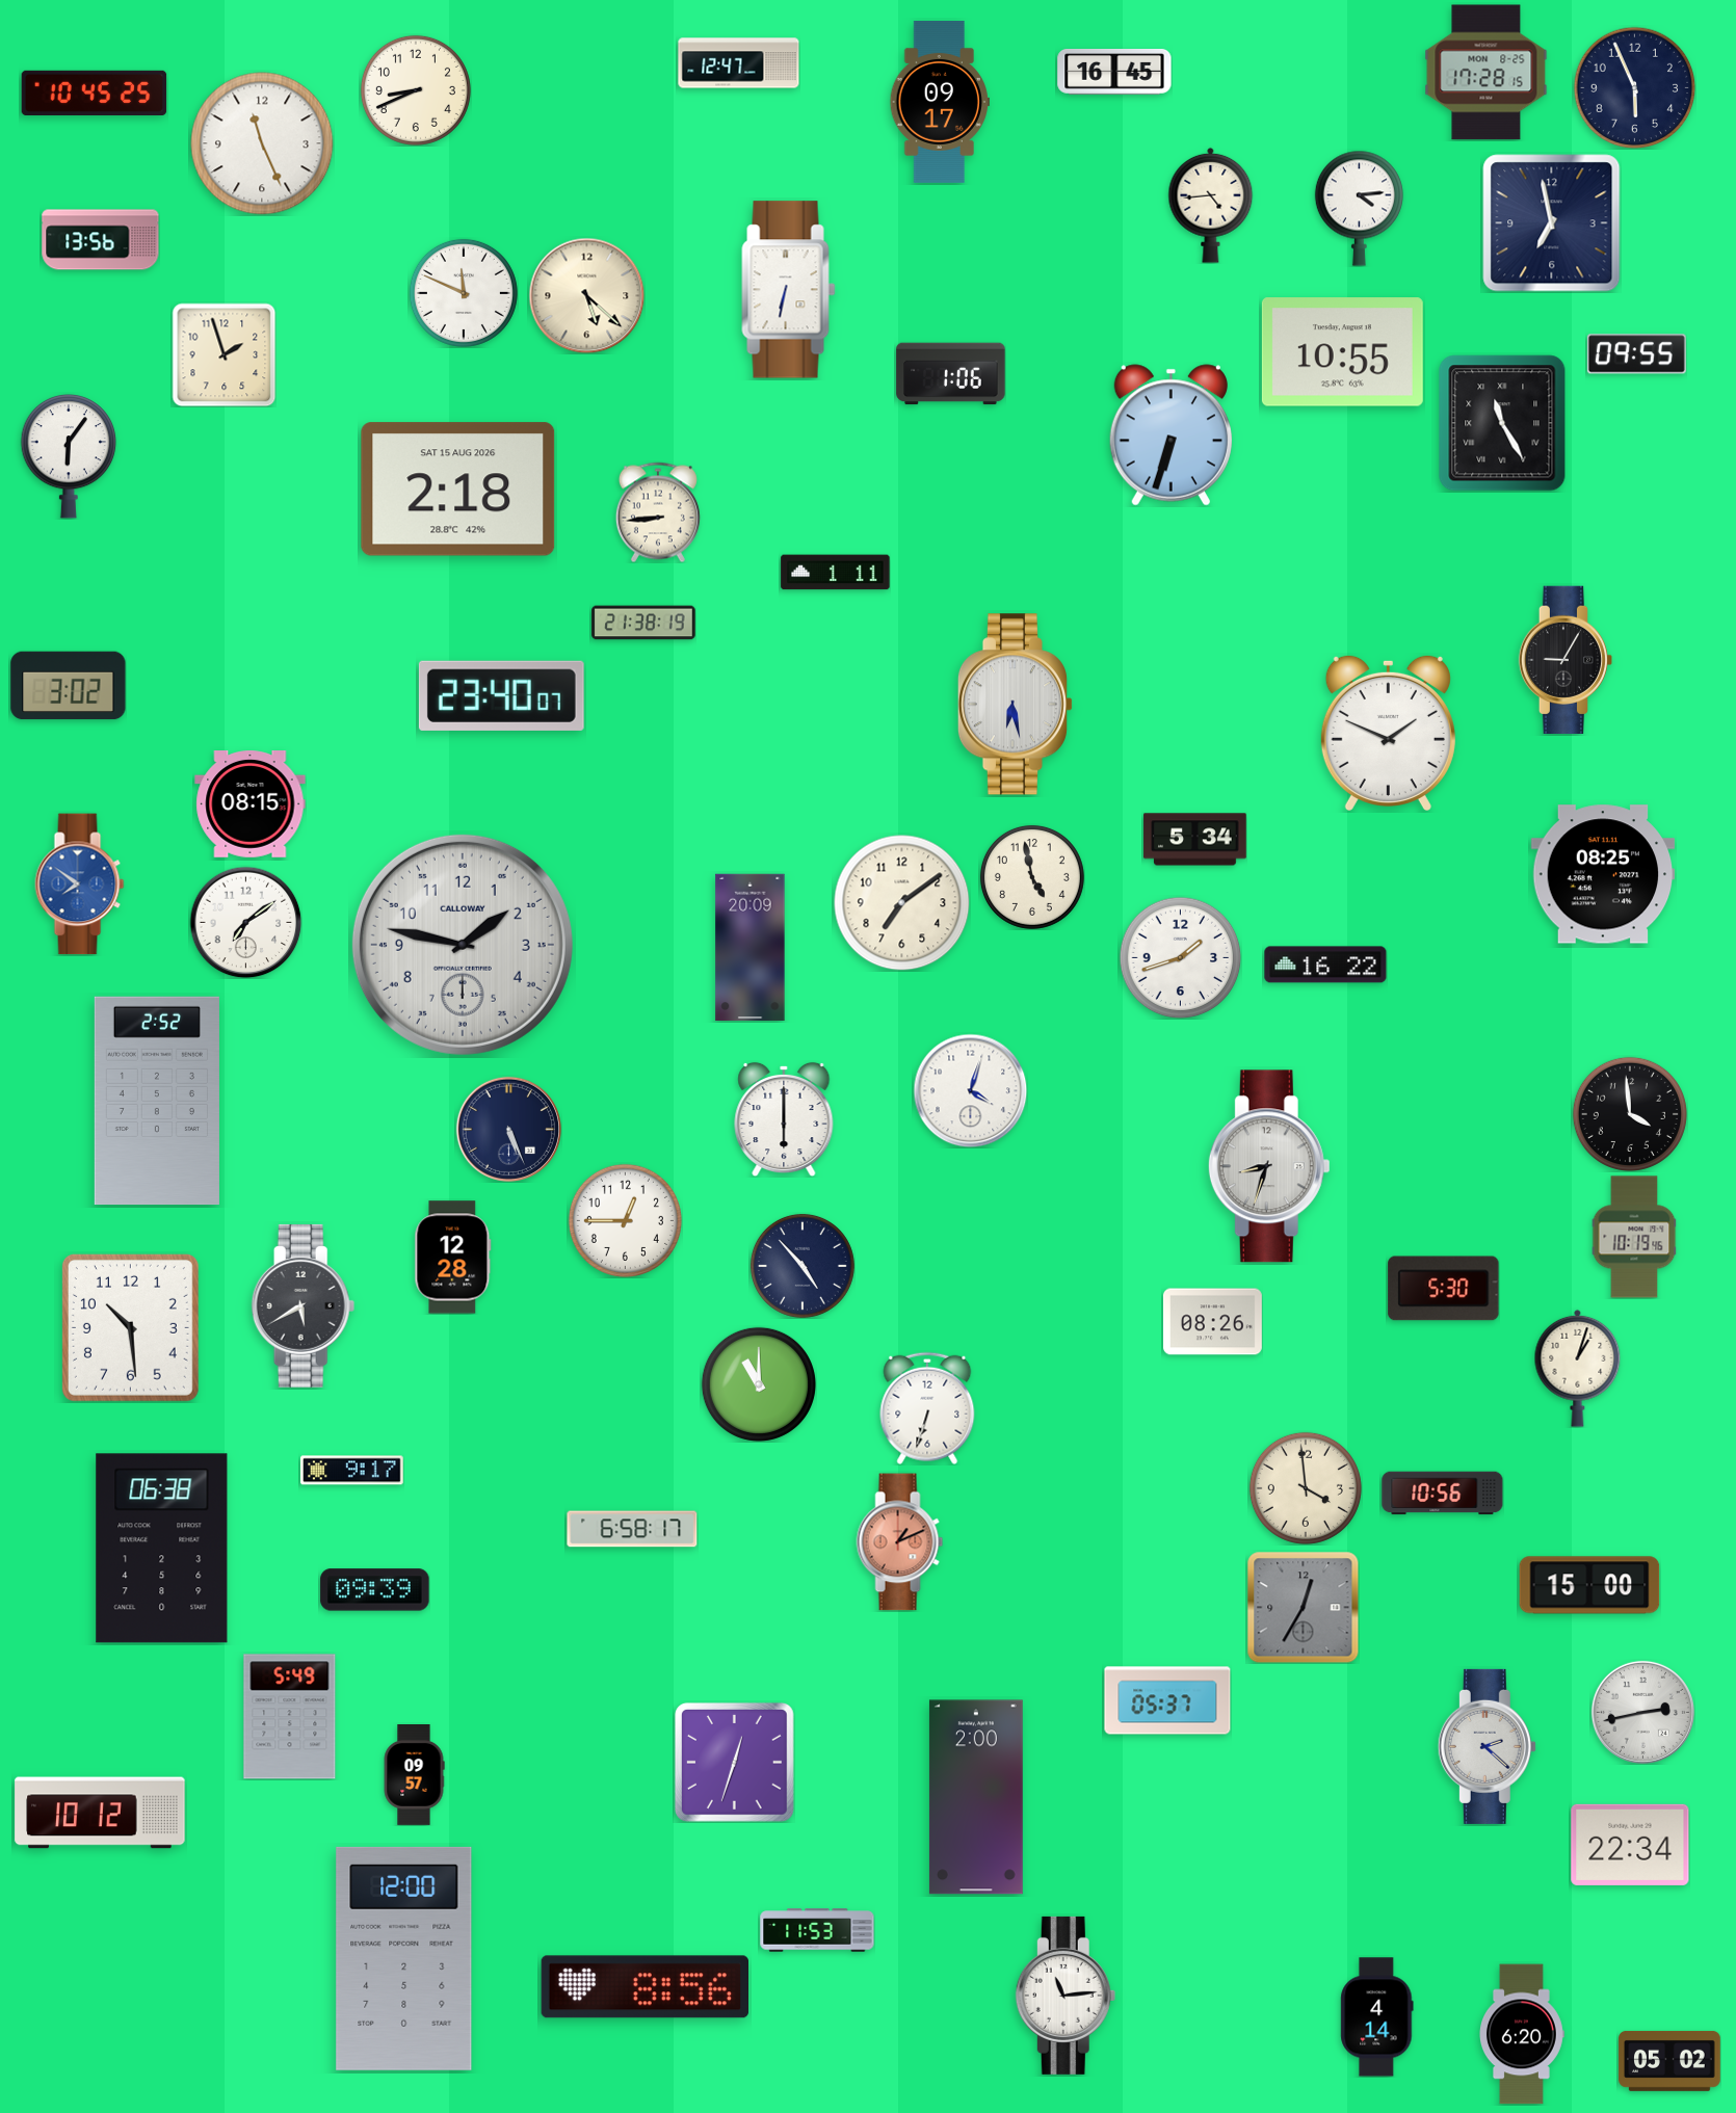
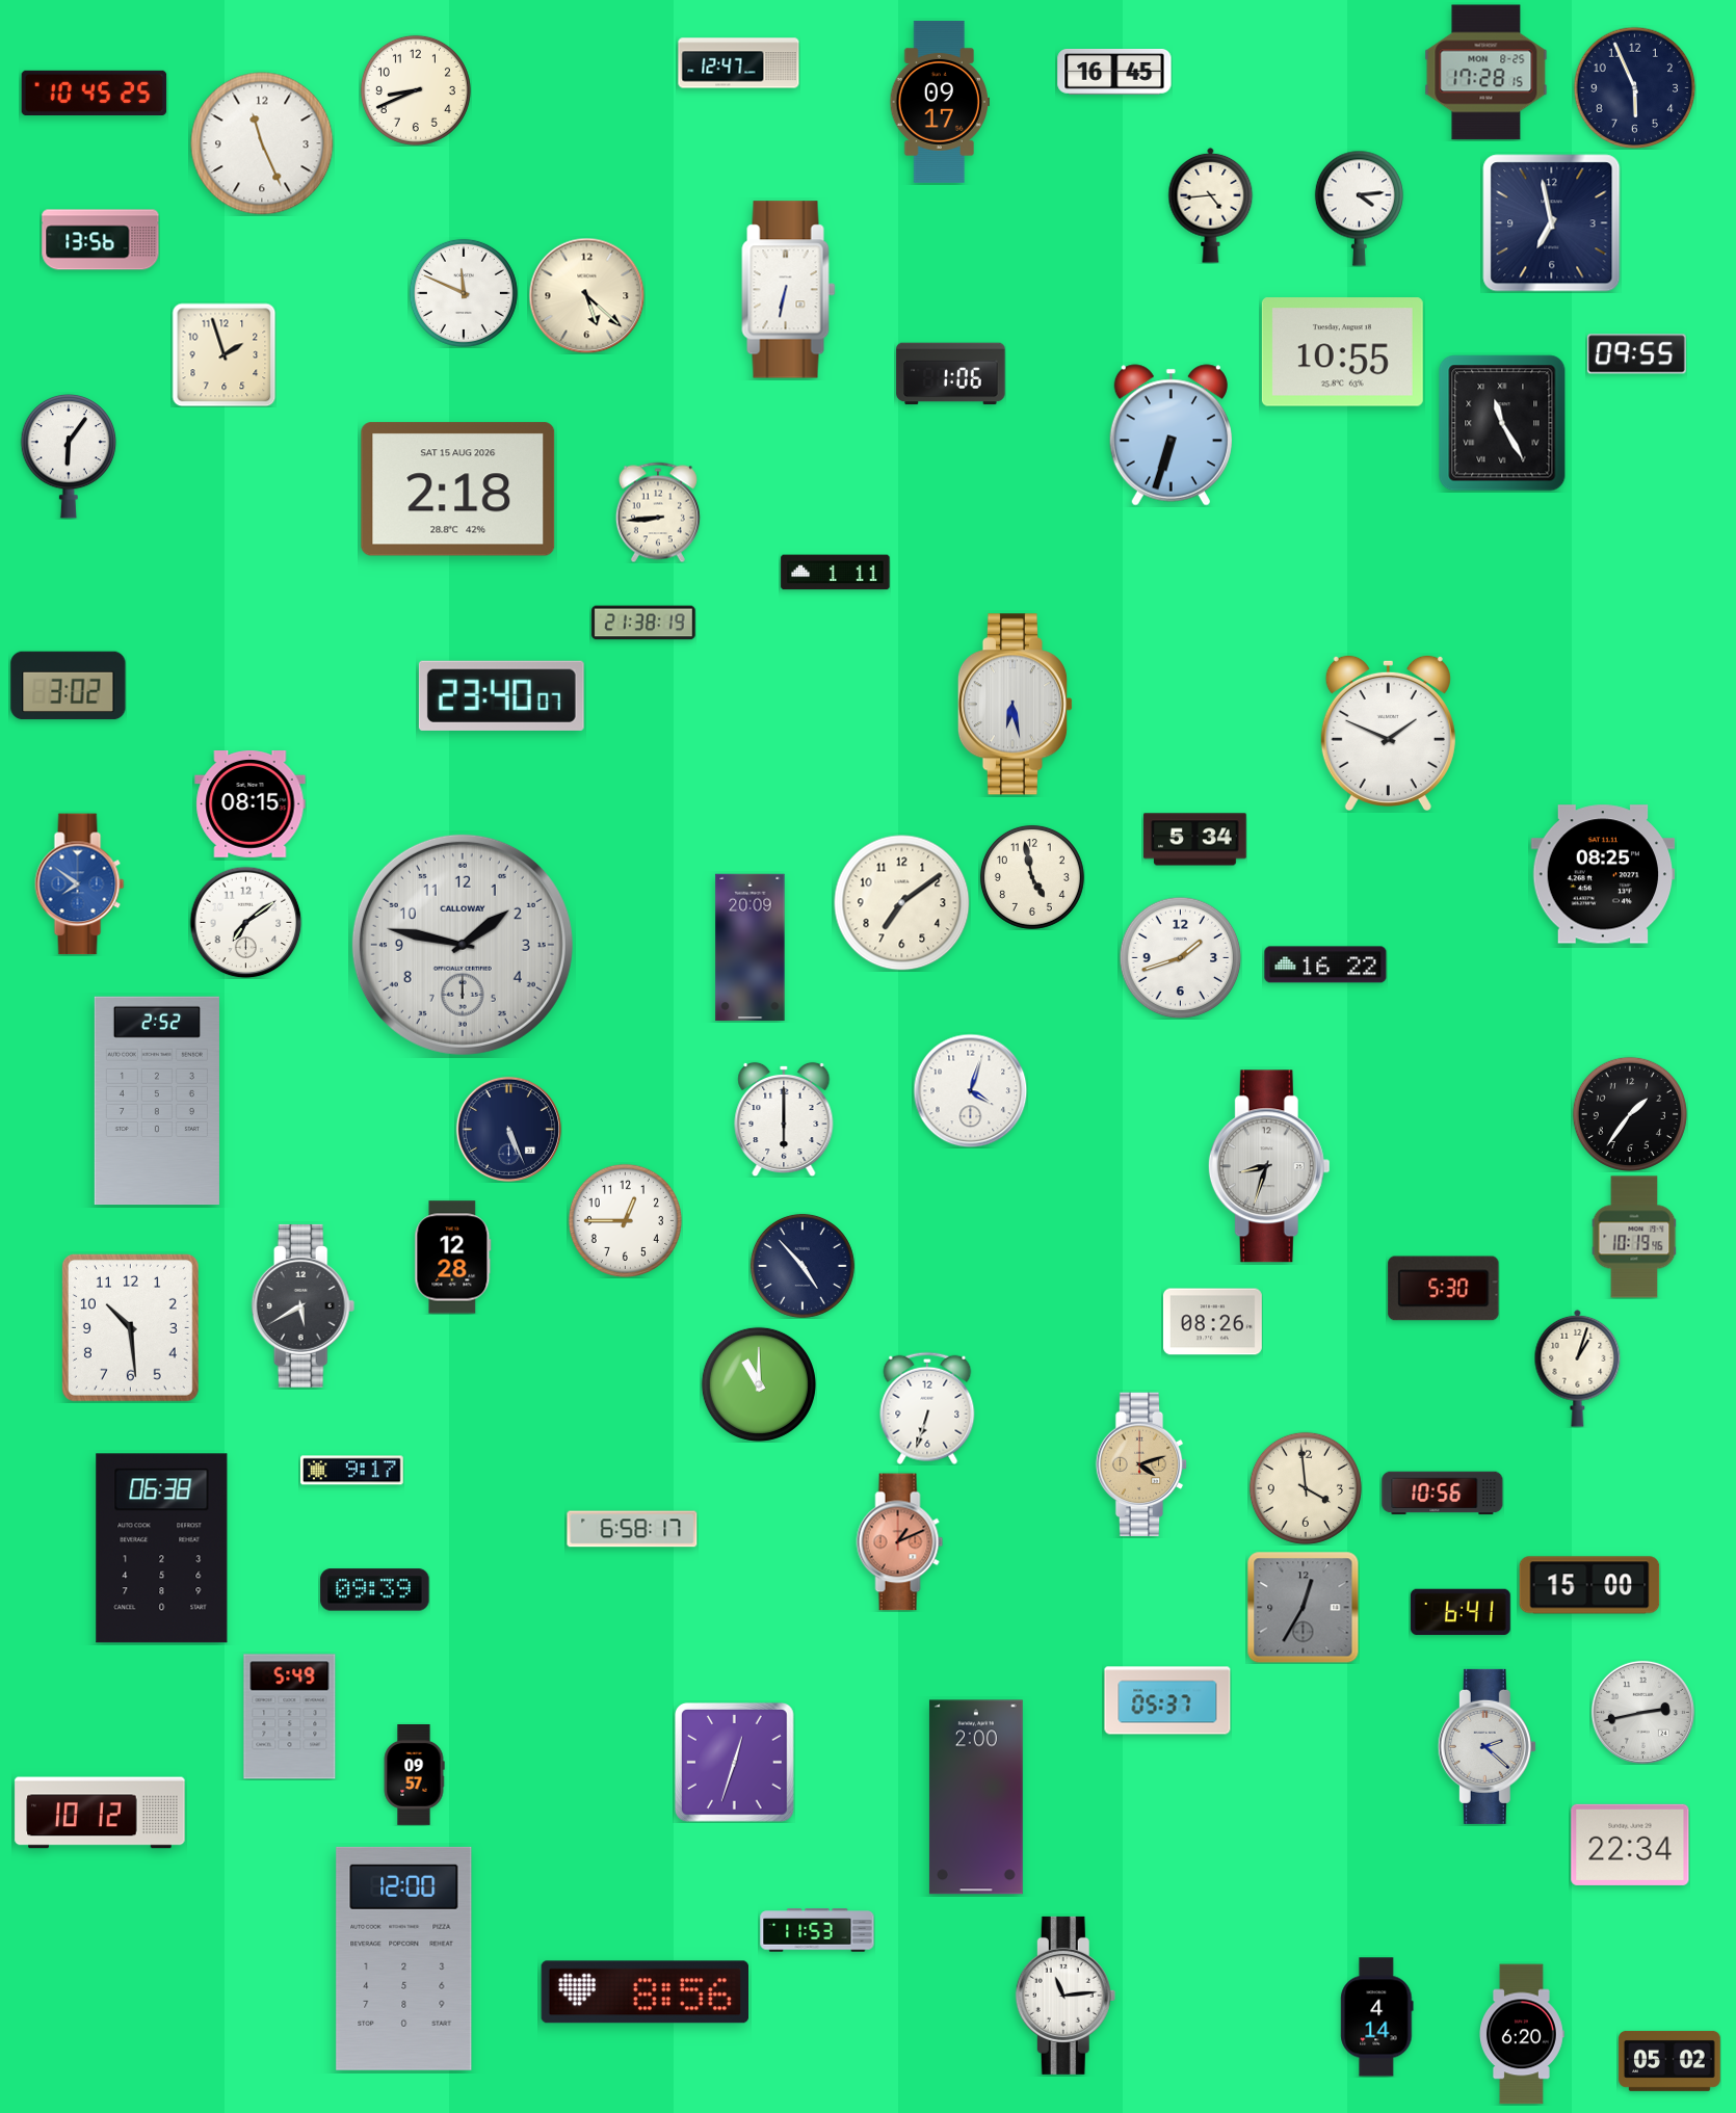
clock at (1564, 659): 9:05 -> none
clock at (1630, 1114): 3:59 -> 1:36
clock at (1141, 1464): none -> 4:12
clock at (1461, 1612): none -> 6:41
clock at (645, 1987) position: (645, 1987) -> (645, 1992)
